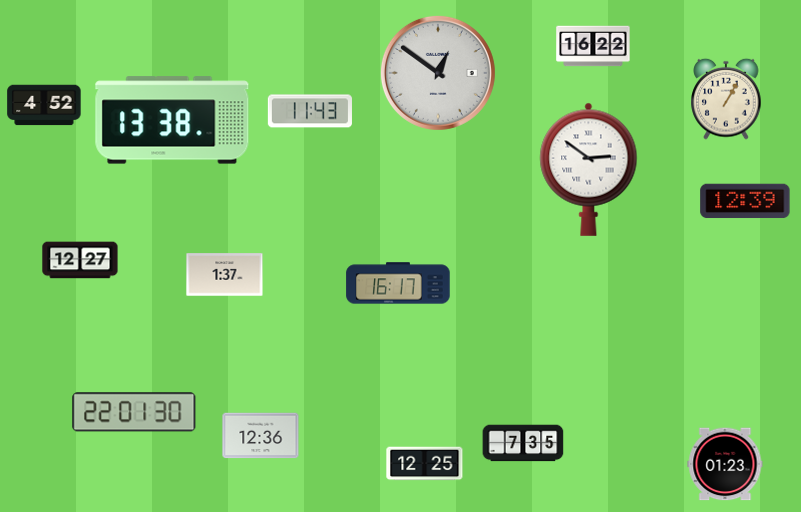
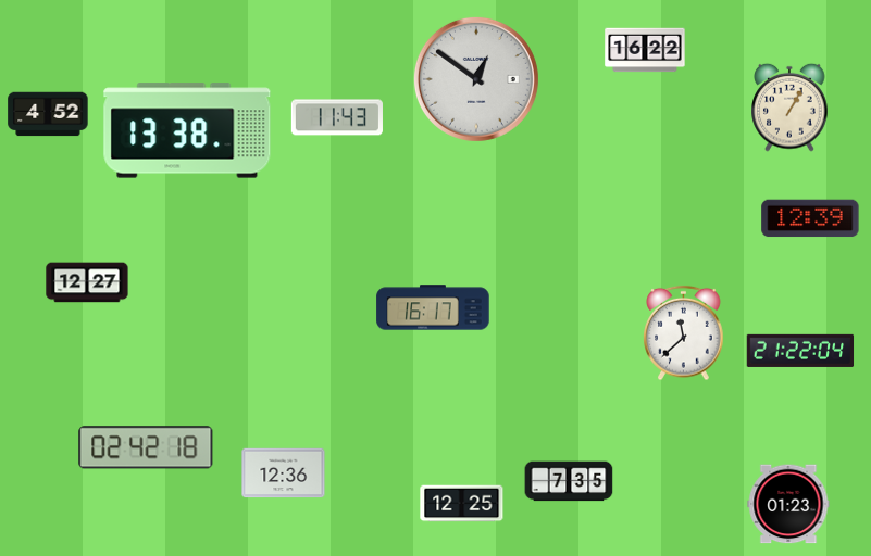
clock at (310, 111) position: (310, 111) -> (337, 117)
clock at (589, 169): 2:51 -> none
clock at (225, 275): 1:37 -> none
clock at (684, 333): none -> 11:38
clock at (800, 351): none -> 21:22
clock at (134, 412): 22:01 -> 02:42
